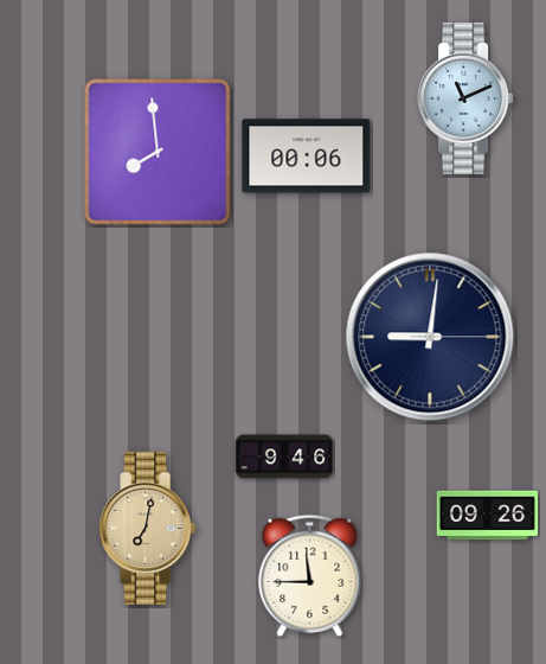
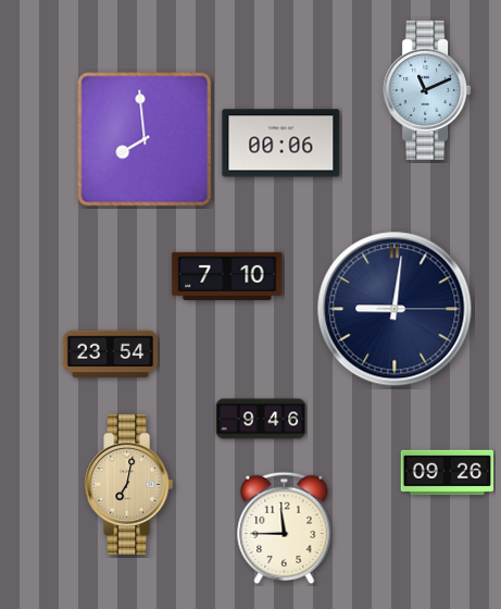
clock at (227, 276): none -> 7:10
clock at (110, 355): none -> 23:54
clock at (148, 528) position: (148, 528) -> (129, 484)
